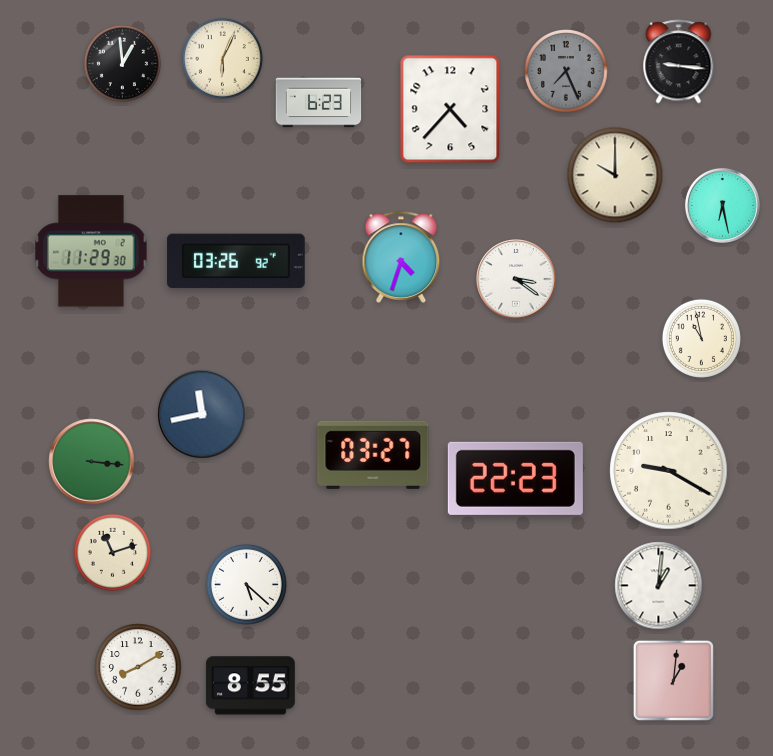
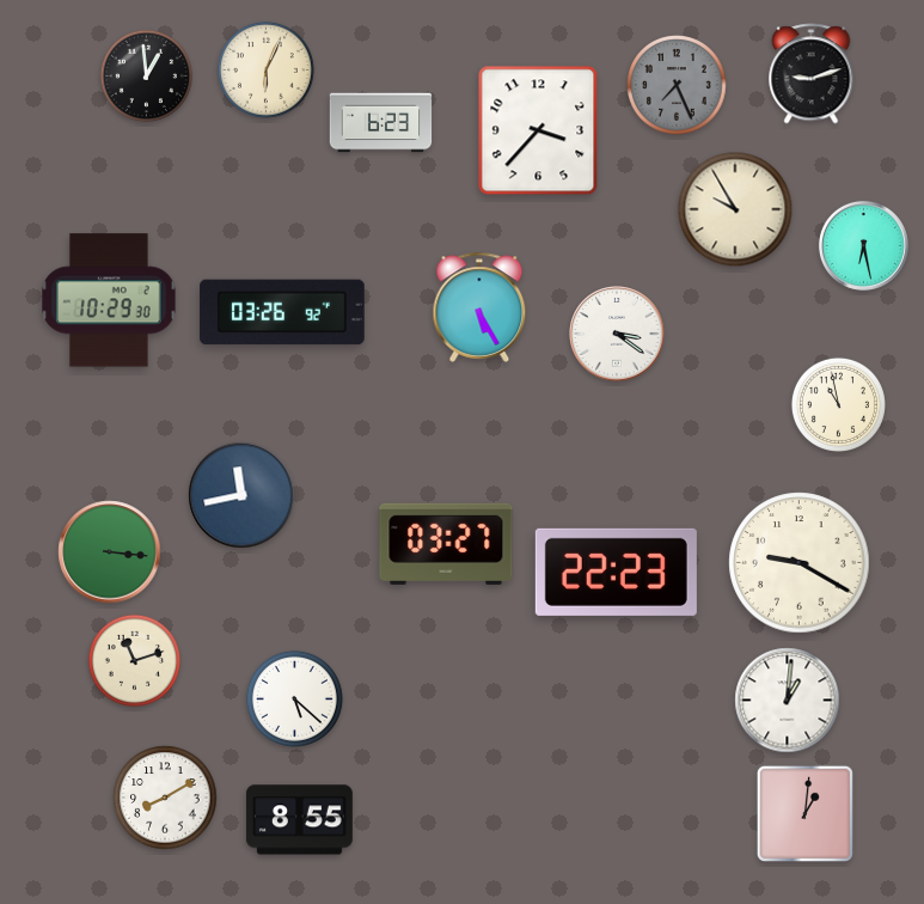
clock at (679, 62): 9:16 -> 9:12
clock at (450, 109): 4:37 -> 3:37
clock at (615, 175): 10:00 -> 9:55
clock at (91, 251): 11:29 -> 10:29
clock at (401, 257): 4:33 -> 5:25
